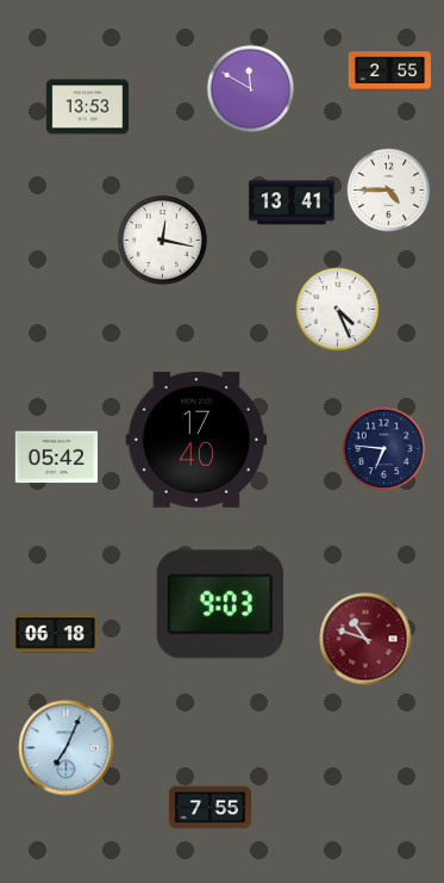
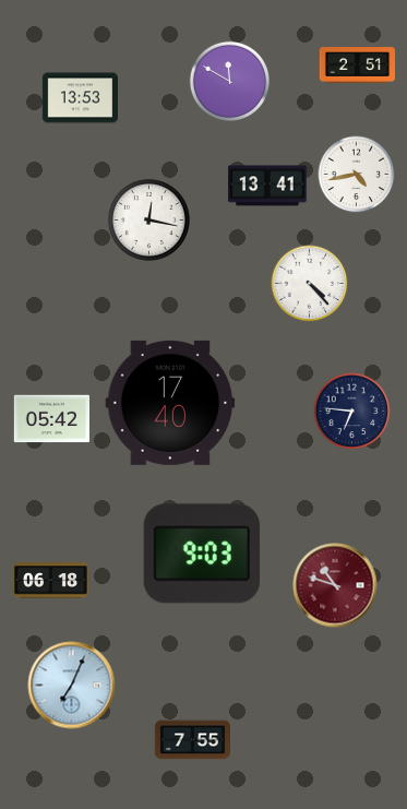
clock at (389, 71): 2:55 -> 2:51
clock at (389, 191): 4:45 -> 4:43
clock at (338, 310): 4:26 -> 4:23
clock at (196, 440) position: (196, 440) -> (170, 403)
clock at (67, 748) position: (67, 748) -> (72, 686)
